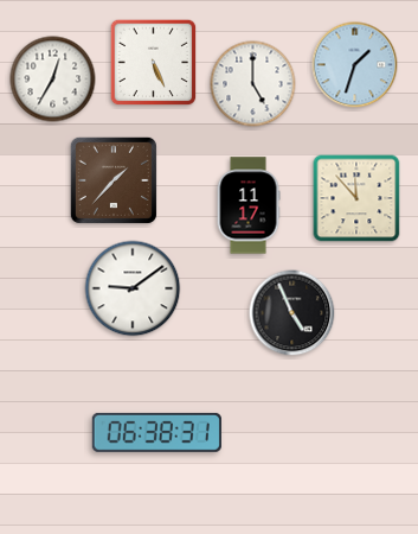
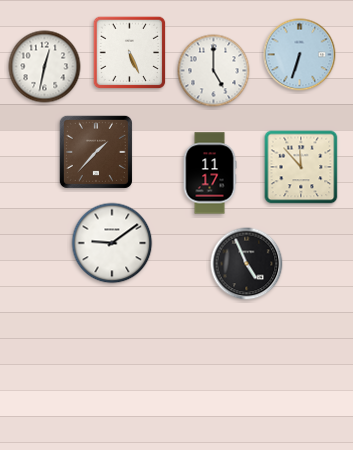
clock at (355, 65): 1:33 -> 6:33
clock at (53, 80): 12:35 -> 12:32
clock at (156, 432): 06:38 -> none
